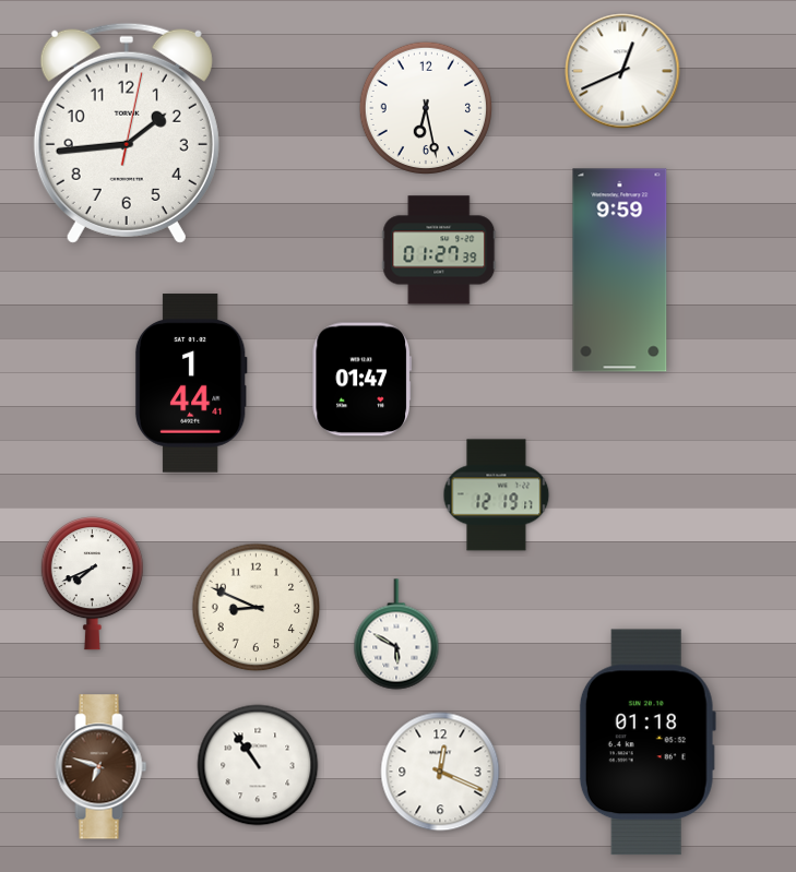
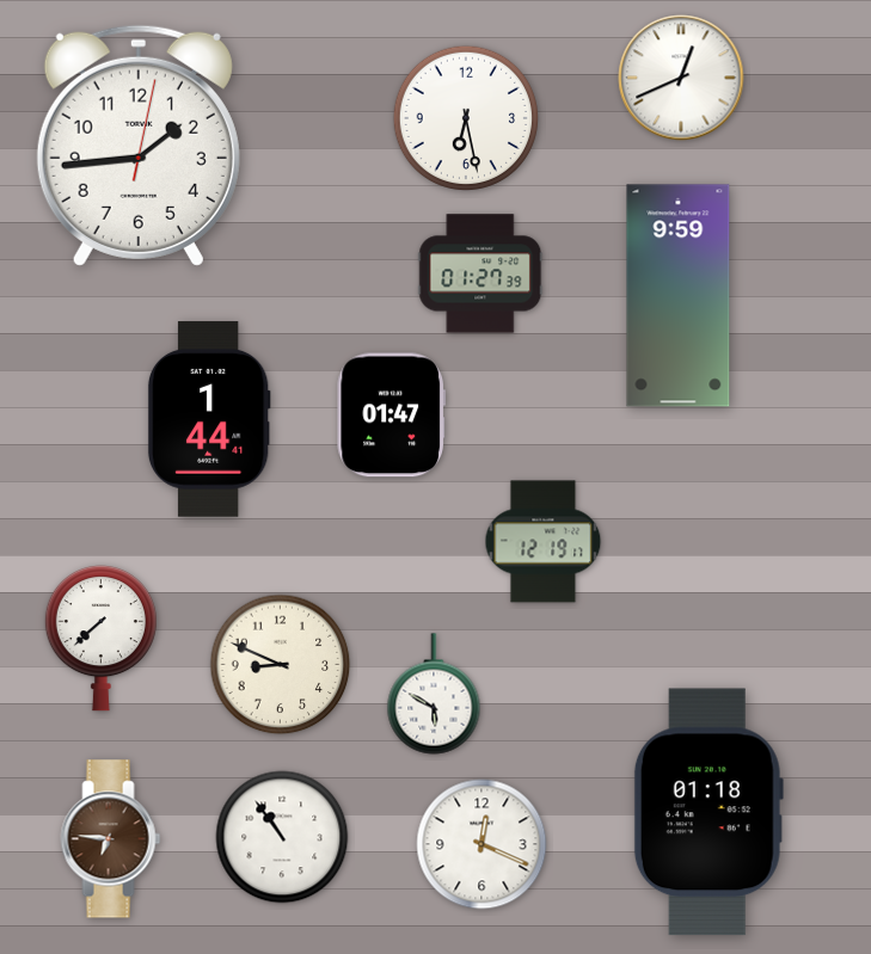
clock at (361, 380) position: (361, 380) -> (391, 416)
clock at (92, 584): 7:41 -> 7:38
clock at (102, 767): 6:48 -> 6:46
